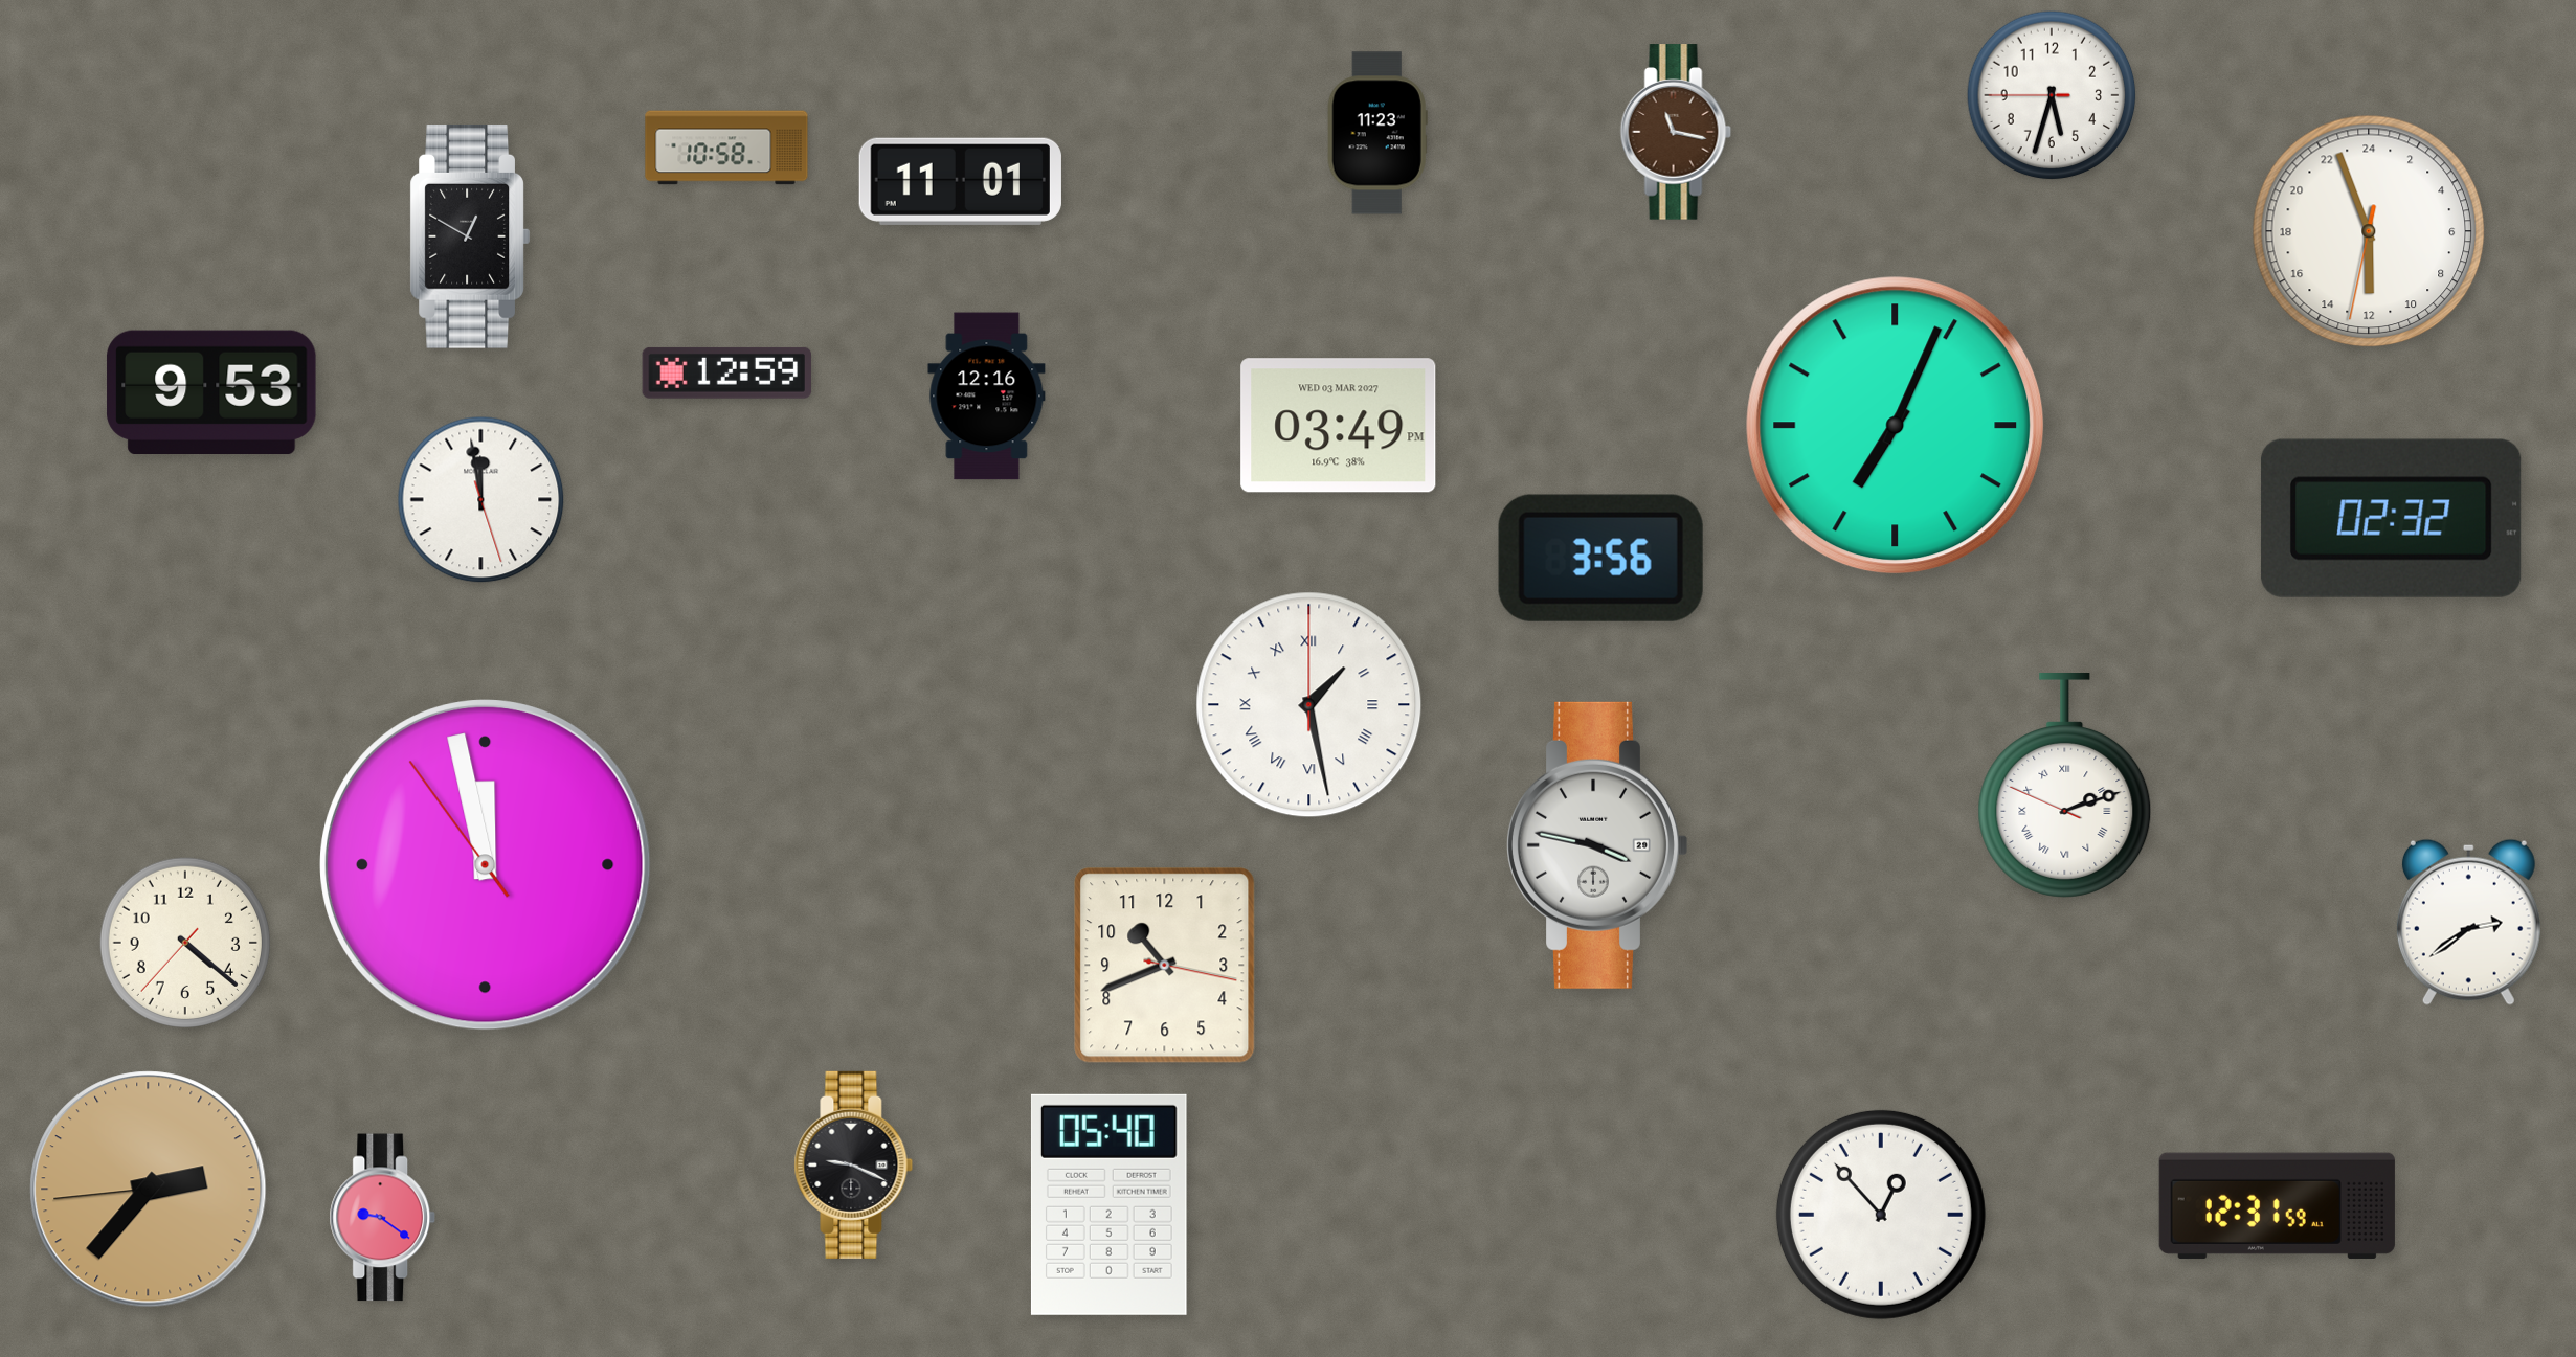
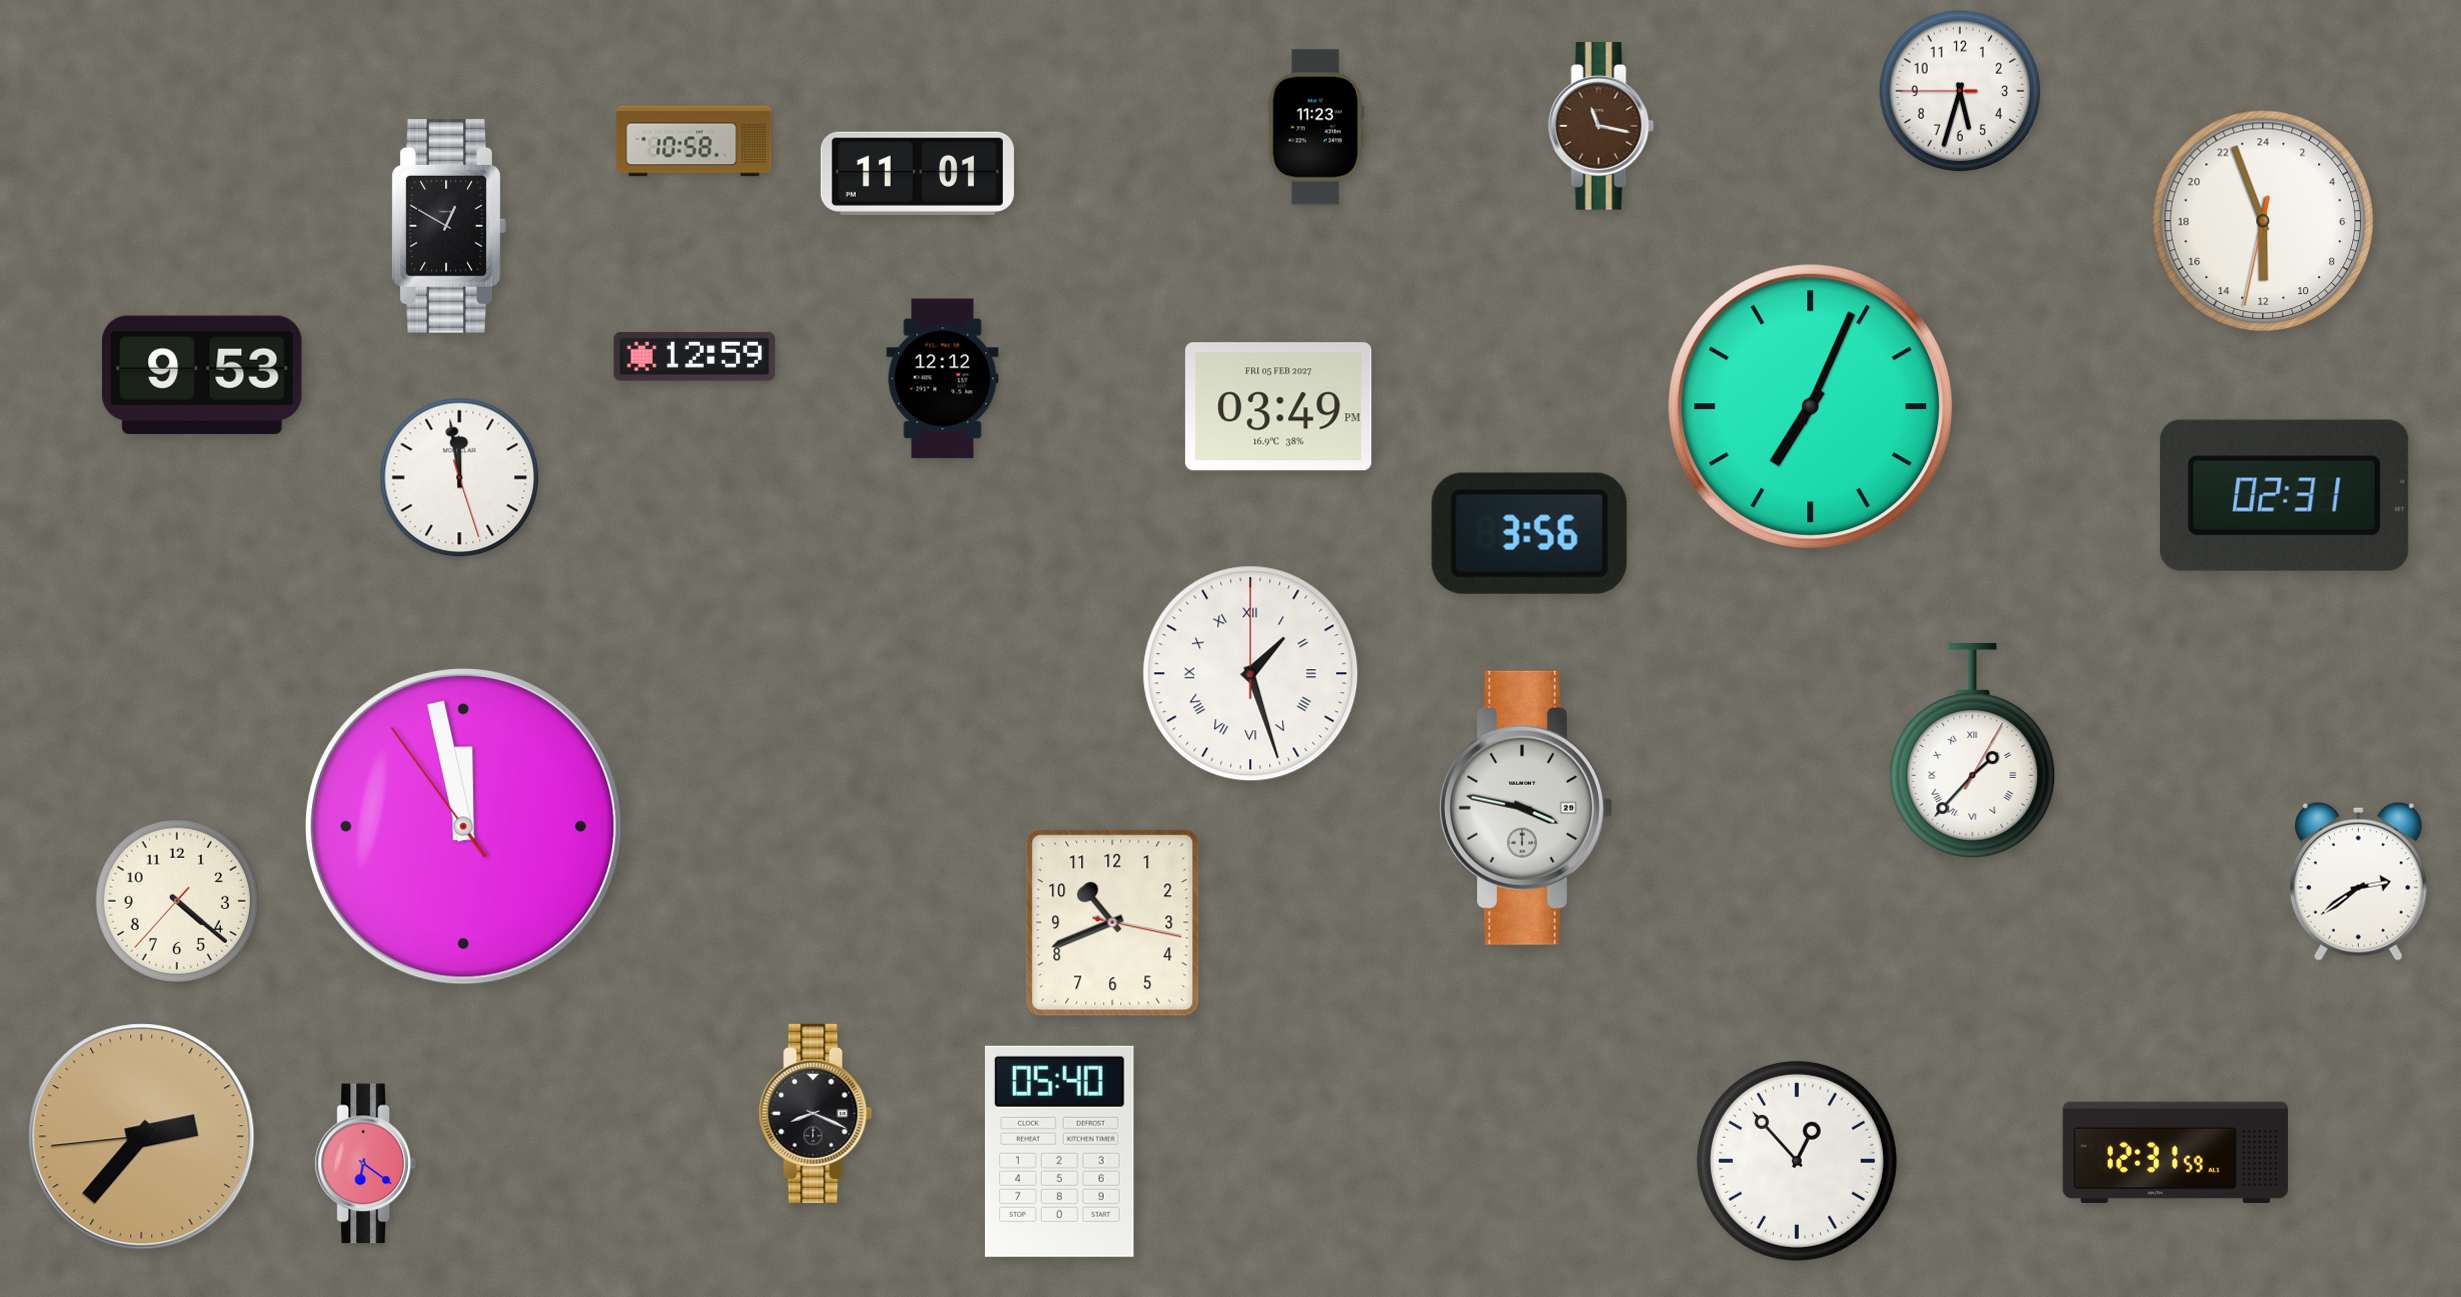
clock at (987, 397): 12:16 -> 12:12
clock at (1339, 426) date: WED 03 MAR 2027 -> FRI 05 FEB 2027
clock at (2391, 518): 02:32 -> 02:31
clock at (1309, 705): 1:28 -> 1:27
clock at (2065, 786): 2:11 -> 1:37
clock at (854, 1164): 9:19 -> 8:19
clock at (383, 1218): 9:21 -> 6:21
